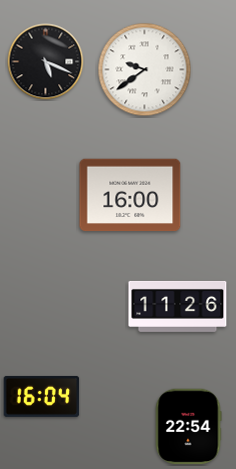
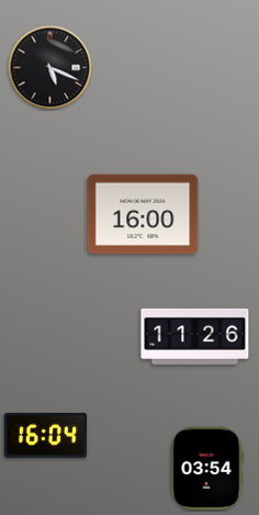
clock at (145, 70): 9:39 -> none
clock at (188, 427): 22:54 -> 03:54
